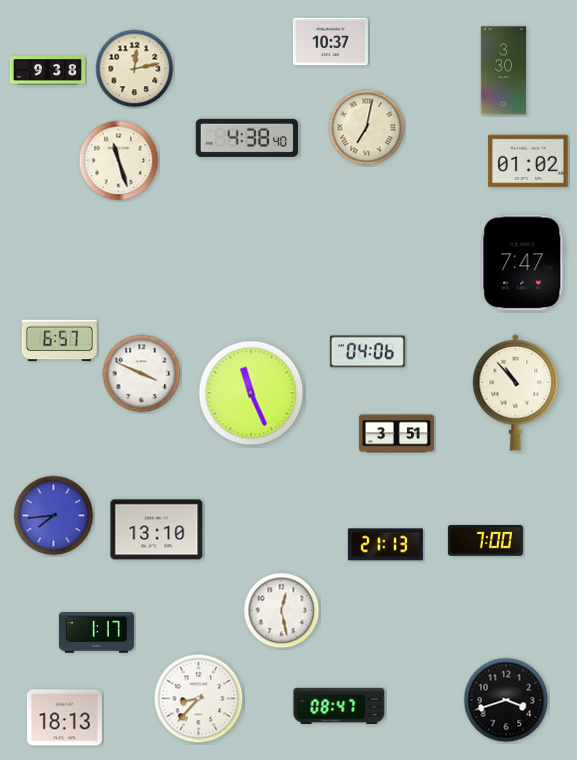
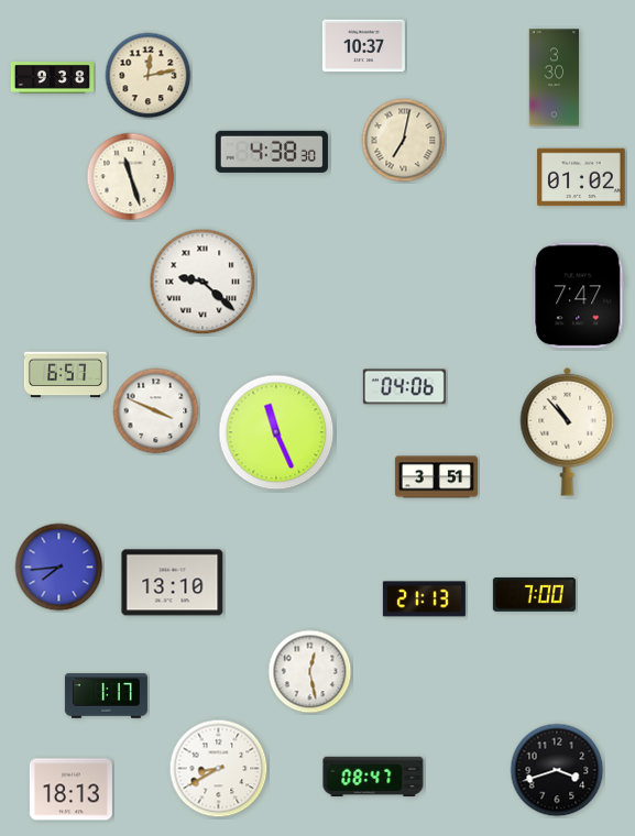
clock at (247, 138): 4:38:40 -> 4:38:30
clock at (202, 282): none -> 9:22
clock at (523, 263) position: (523, 263) -> (579, 296)
clock at (199, 699): 8:37 -> 8:40
